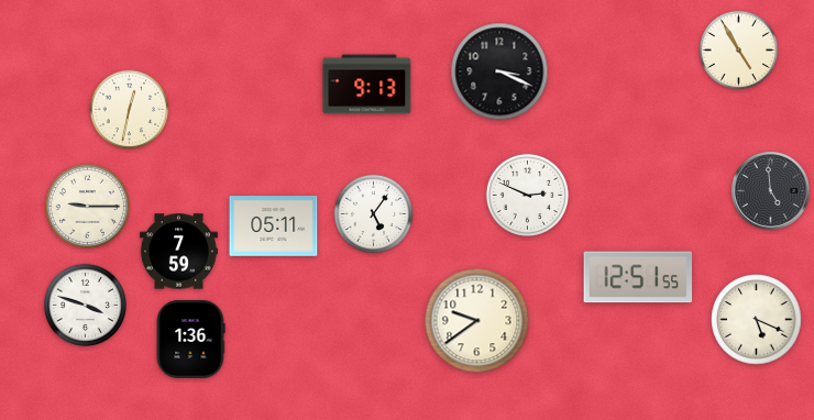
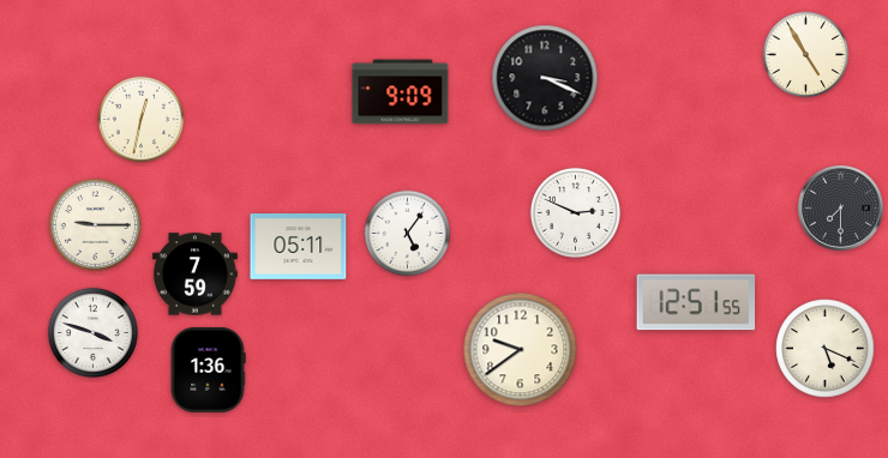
clock at (367, 85): 9:13 -> 9:09
clock at (770, 190): 4:59 -> 7:30
